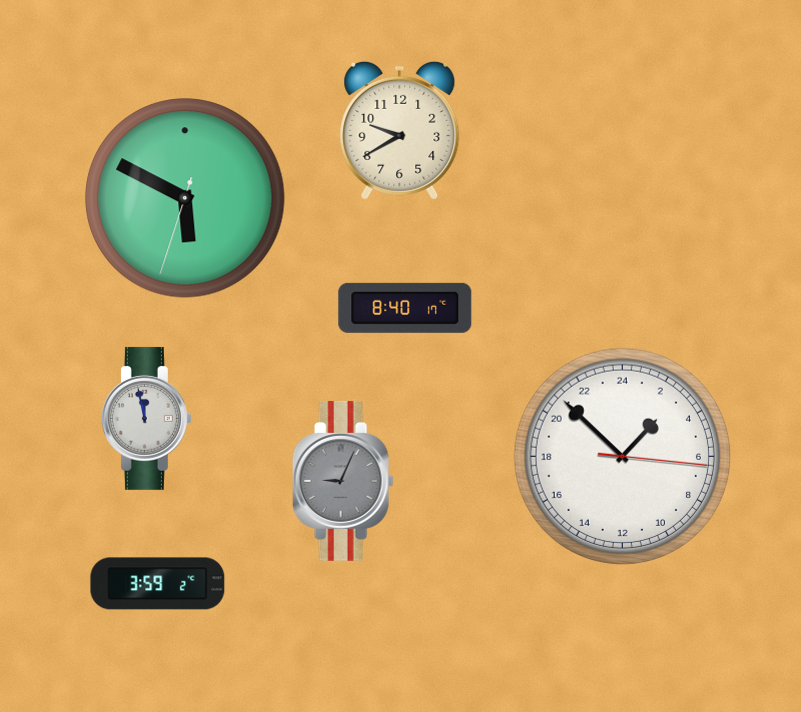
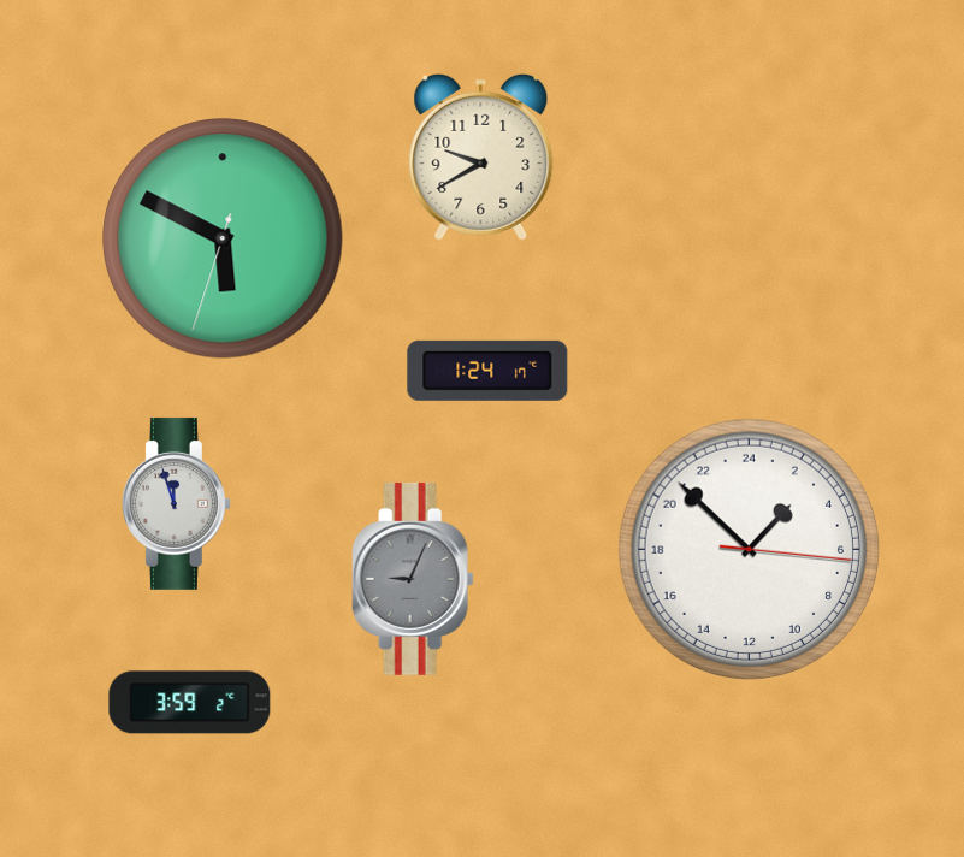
clock at (405, 308): 8:40 -> 1:24
clock at (146, 418): 11:58 -> 11:57
